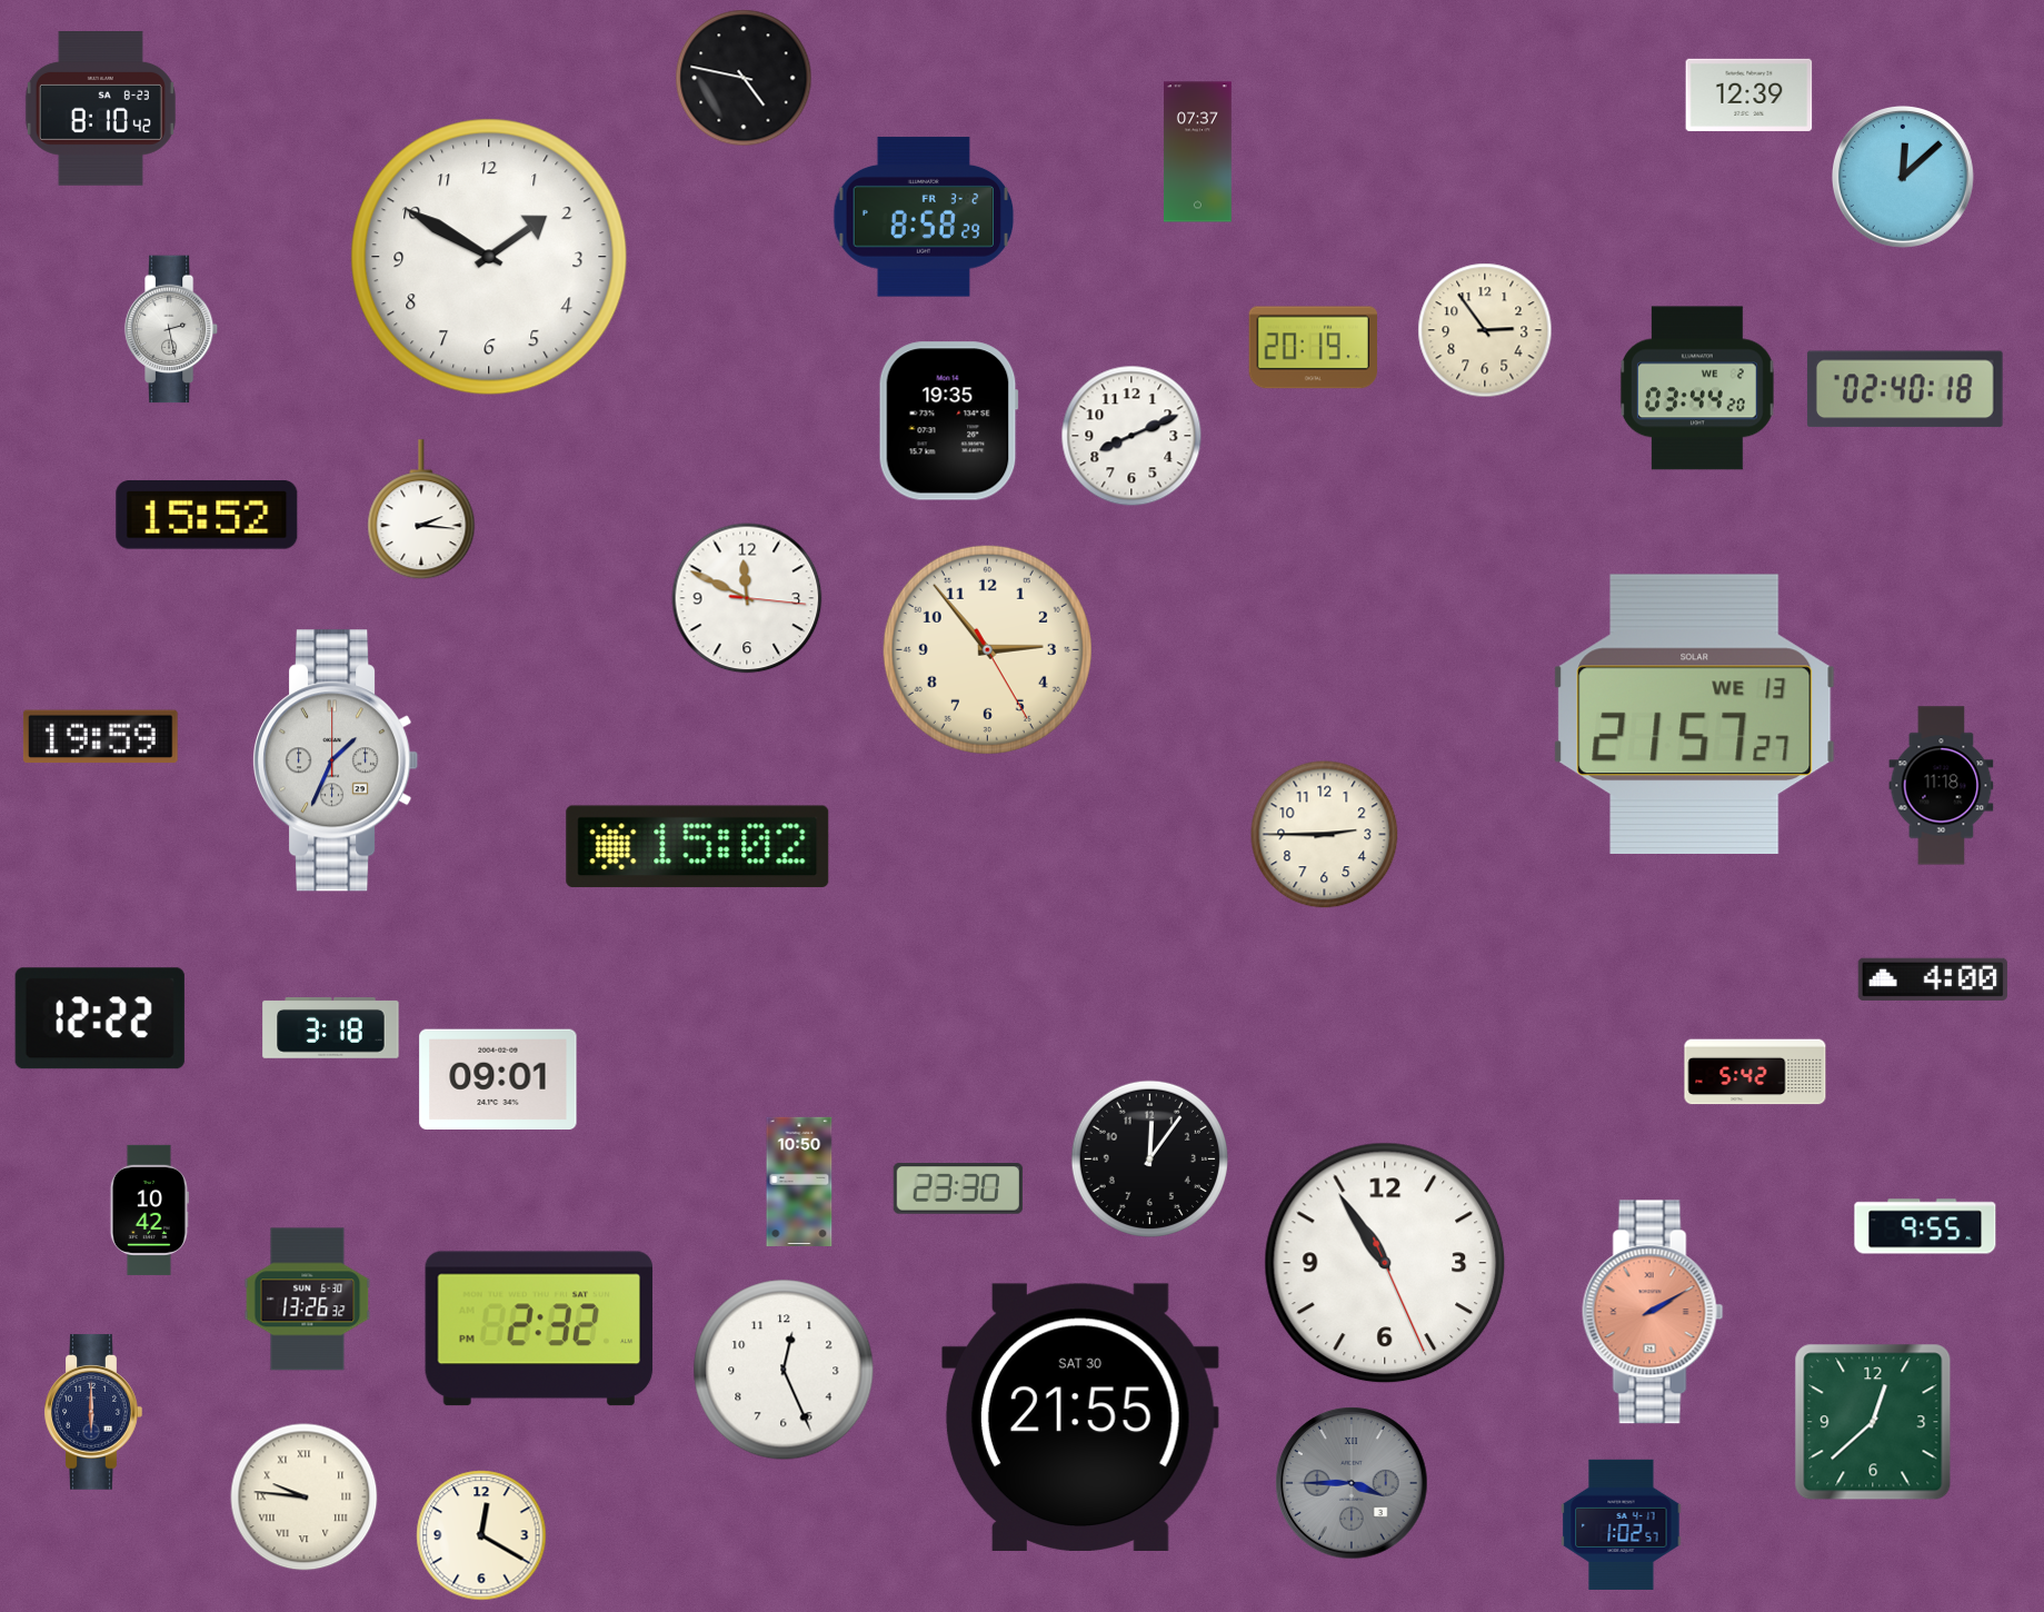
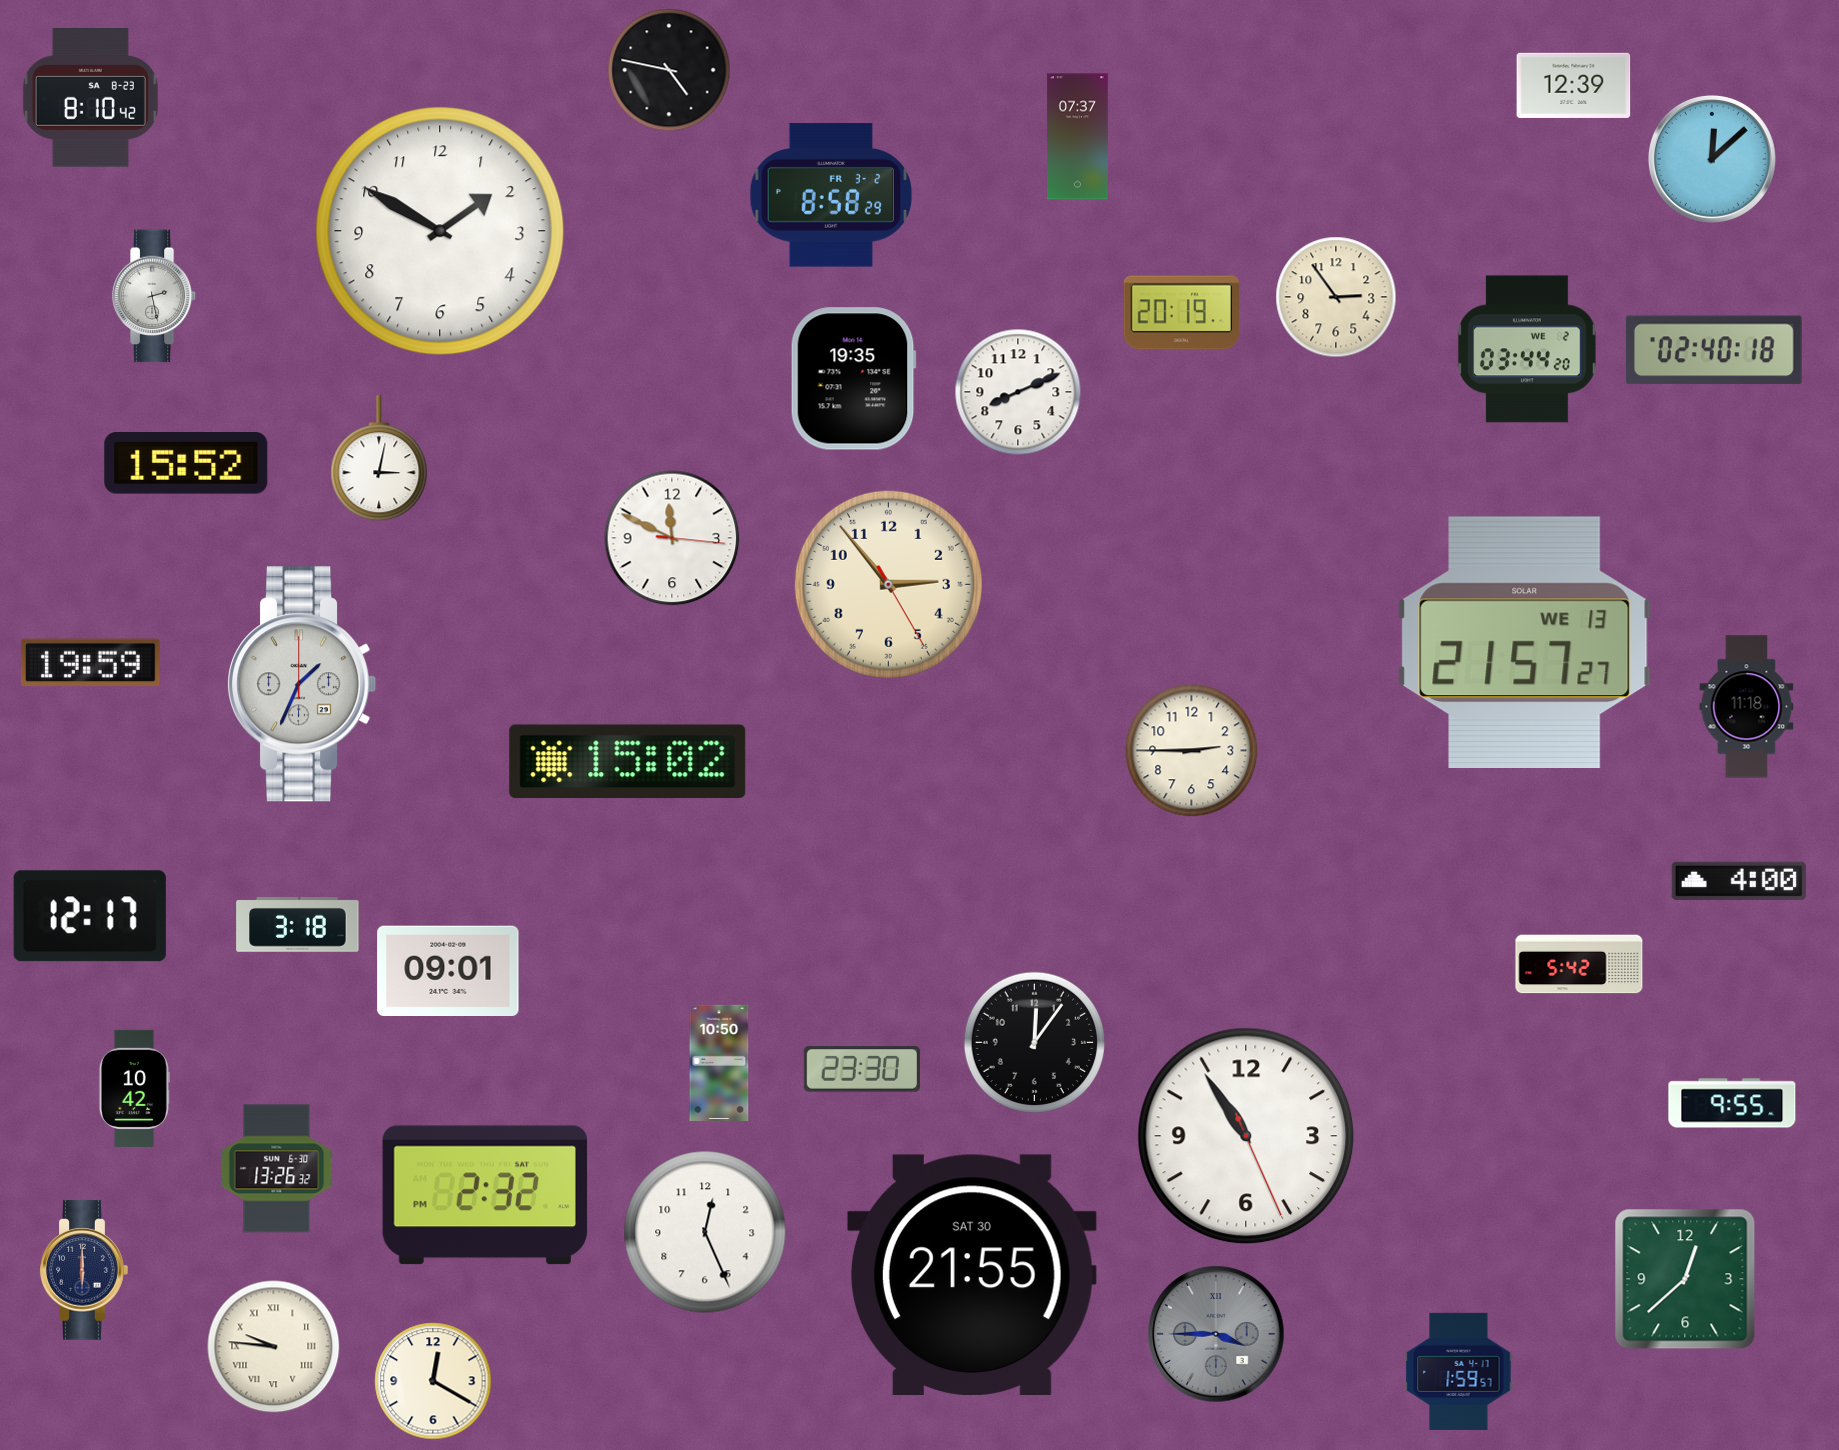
clock at (421, 510): 2:16 -> 3:02
clock at (100, 1018): 12:22 -> 12:17
clock at (1653, 1312): 2:10 -> none
clock at (1622, 1524): 1:02 -> 1:59
